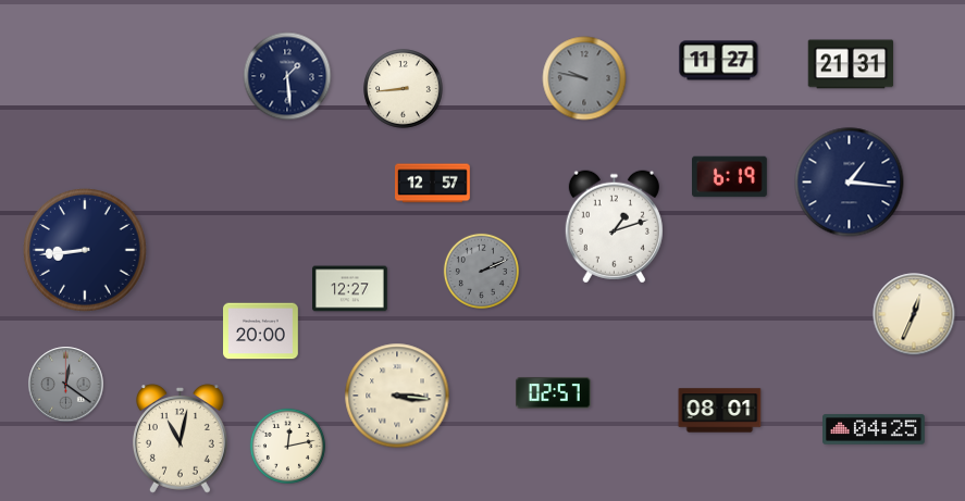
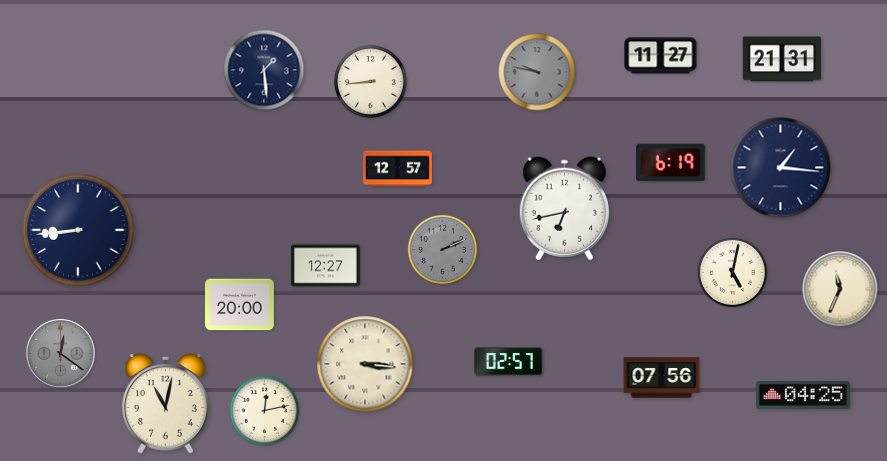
clock at (614, 227): 1:12 -> 6:43
clock at (350, 289) position: (350, 289) -> (326, 266)
clock at (732, 272): none -> 5:02
clock at (914, 314): 12:34 -> 11:34
clock at (720, 411): 08:01 -> 07:56
